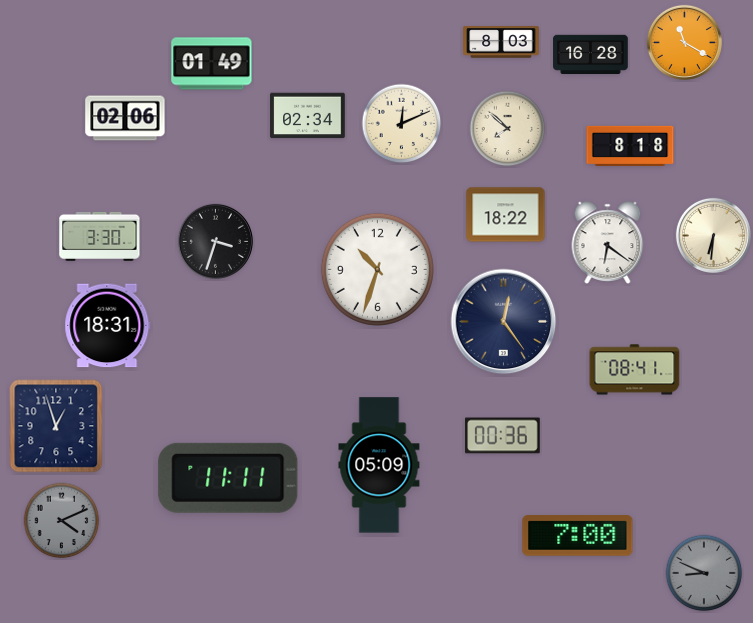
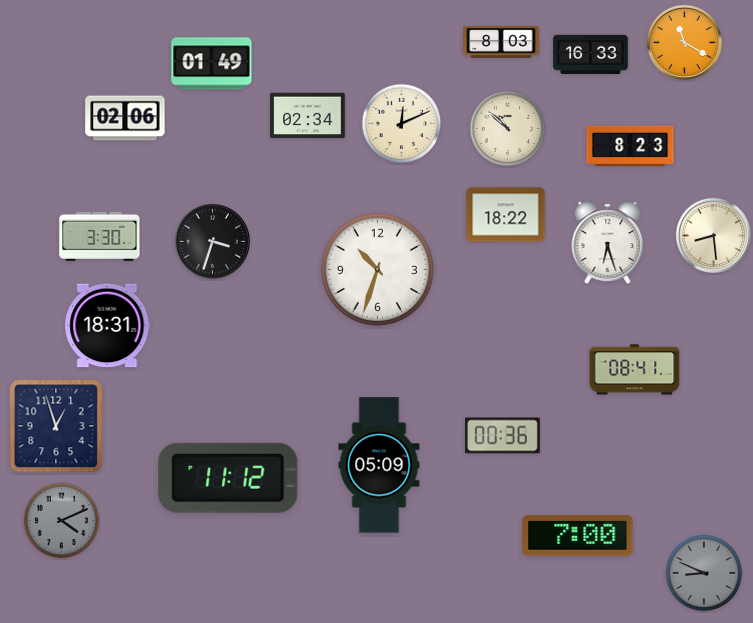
clock at (591, 54): 16:28 -> 16:33
clock at (508, 129): 7:52 -> 10:52
clock at (630, 145): 8:18 -> 8:23
clock at (713, 235): 6:31 -> 8:29
clock at (215, 241) position: (215, 241) -> (212, 241)
clock at (608, 242): 6:21 -> 6:27
clock at (504, 322): 12:24 -> none
clock at (228, 478): 11:11 -> 11:12
